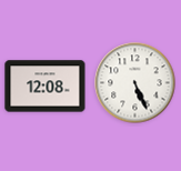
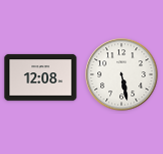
clock at (135, 83): 5:26 -> 5:28
